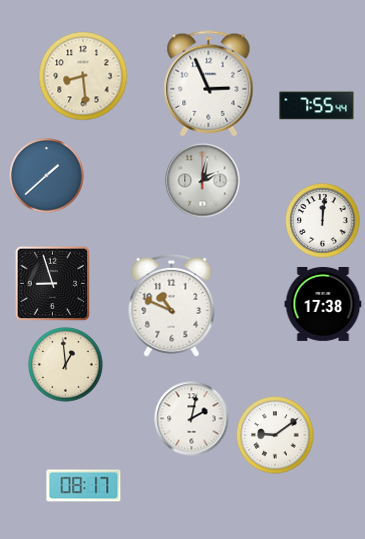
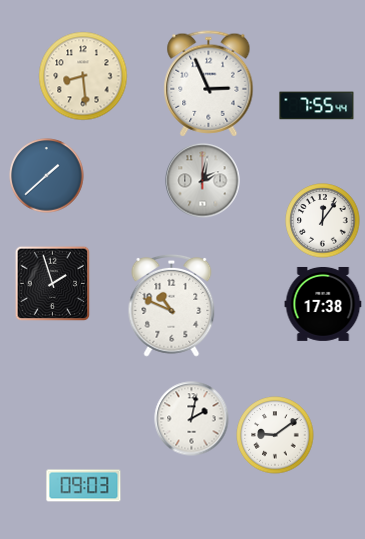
clock at (323, 221): 12:01 -> 12:06
clock at (53, 284): 8:57 -> 1:57
clock at (66, 365): 12:59 -> none
clock at (84, 486): 08:17 -> 09:03
